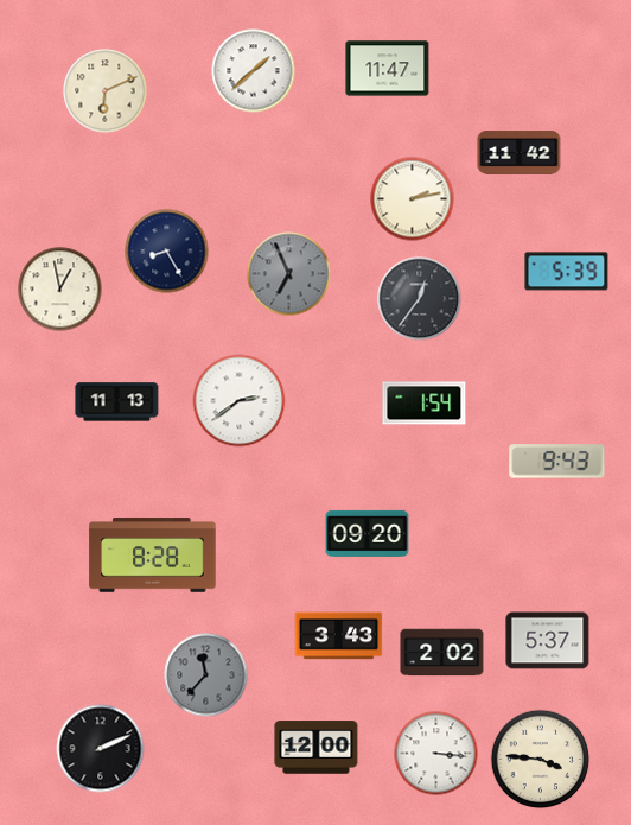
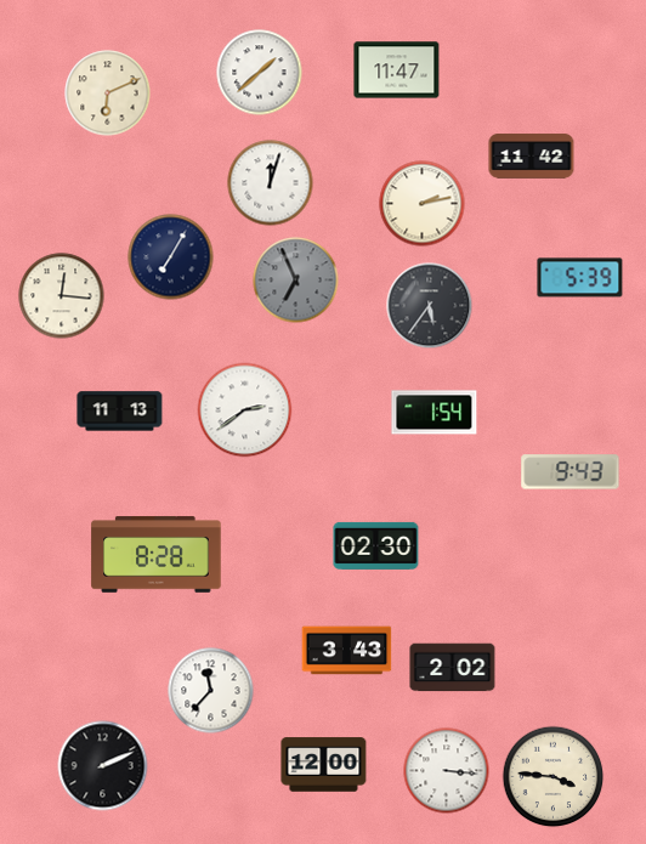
clock at (271, 183): none -> 12:03
clock at (167, 252): 8:25 -> 7:05
clock at (60, 290): 12:58 -> 12:16
clock at (420, 299): 12:36 -> 5:36
clock at (368, 533): 09:20 -> 02:30
clock at (153, 556) position: (153, 556) -> (157, 555)
clock at (548, 641): 5:37 -> none
clock at (206, 675) dial: grey -> white
